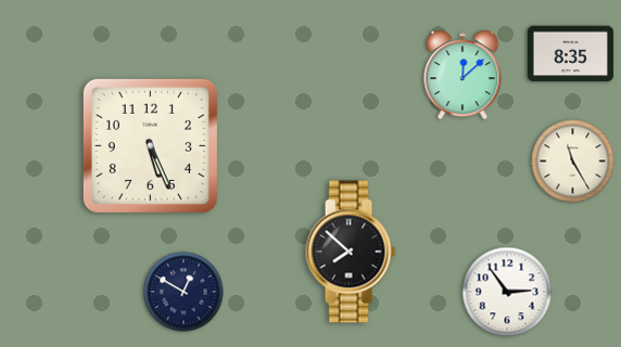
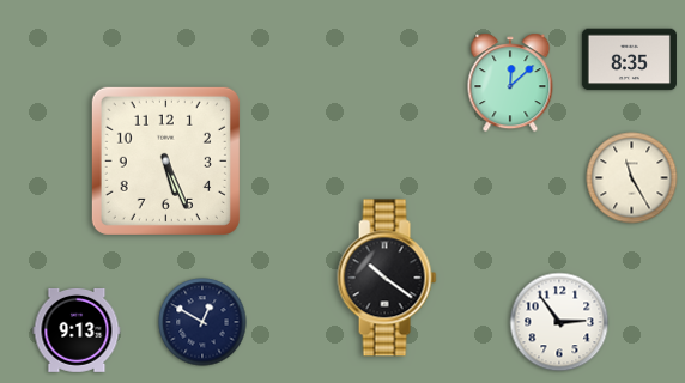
clock at (351, 252): 7:52 -> 10:21
clock at (77, 330): none -> 9:13
